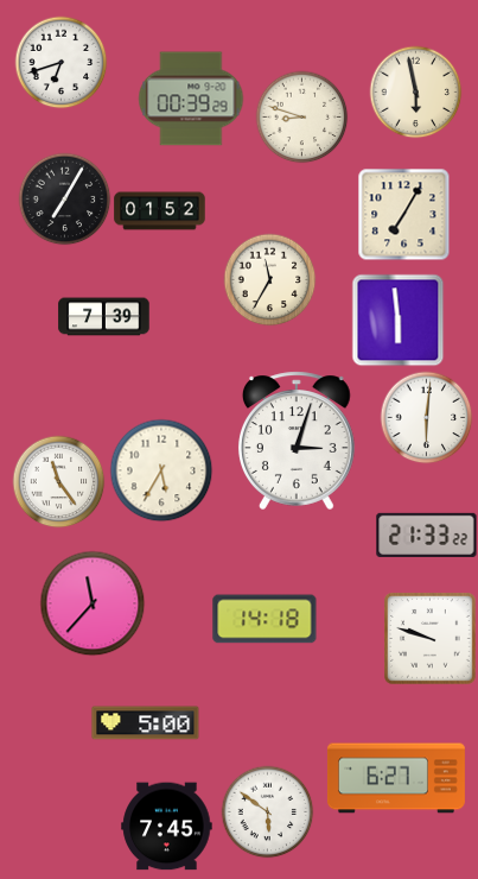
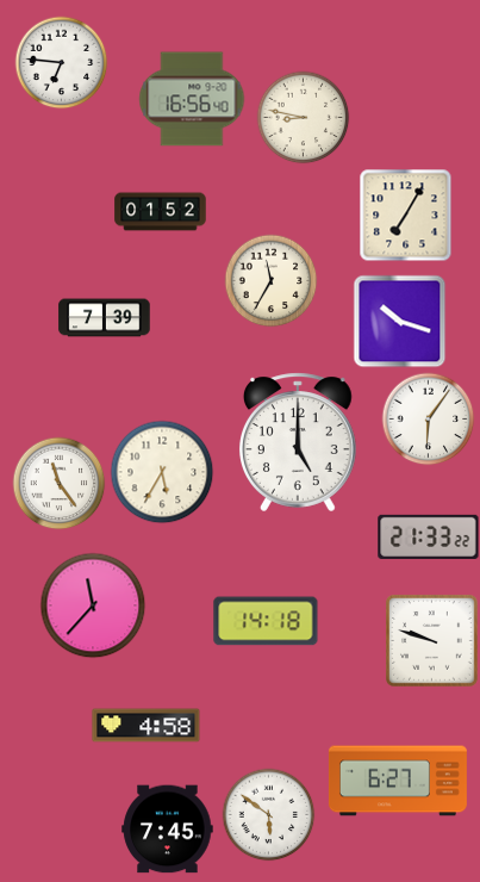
clock at (60, 62): 6:42 -> 6:46
clock at (415, 91): 5:58 -> none
clock at (191, 99): 00:39 -> 16:56
clock at (301, 116): 8:48 -> 8:47
clock at (64, 198): 7:05 -> none
clock at (397, 320): 5:59 -> 10:18
clock at (426, 417): 6:01 -> 6:06
clock at (297, 441): 3:03 -> 5:00
clock at (146, 723): 5:00 -> 4:58
